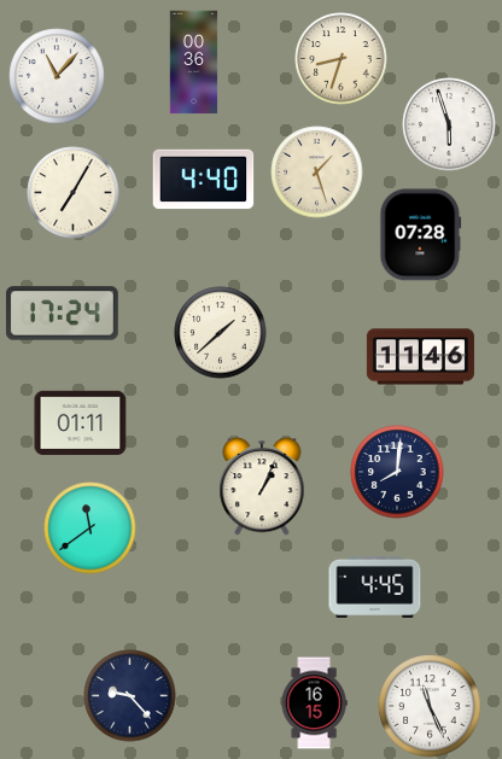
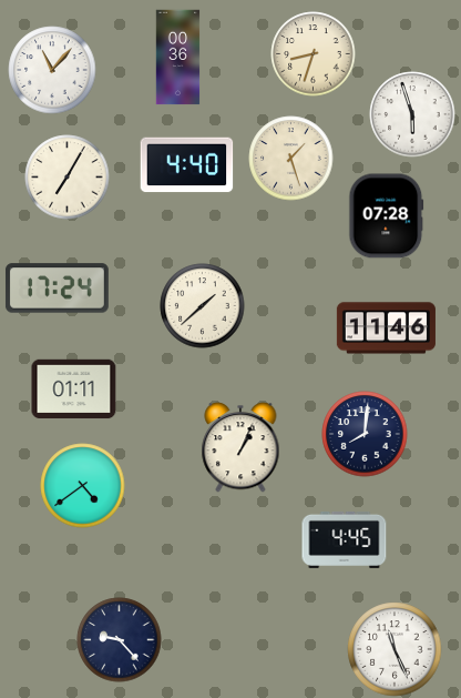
clock at (91, 529): 11:39 -> 4:39
clock at (314, 703): 16:15 -> none
